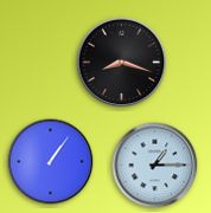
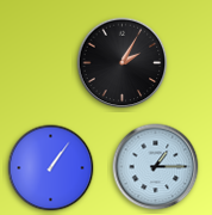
clock at (122, 63): 8:18 -> 2:05
clock at (51, 162) position: (51, 162) -> (51, 168)
